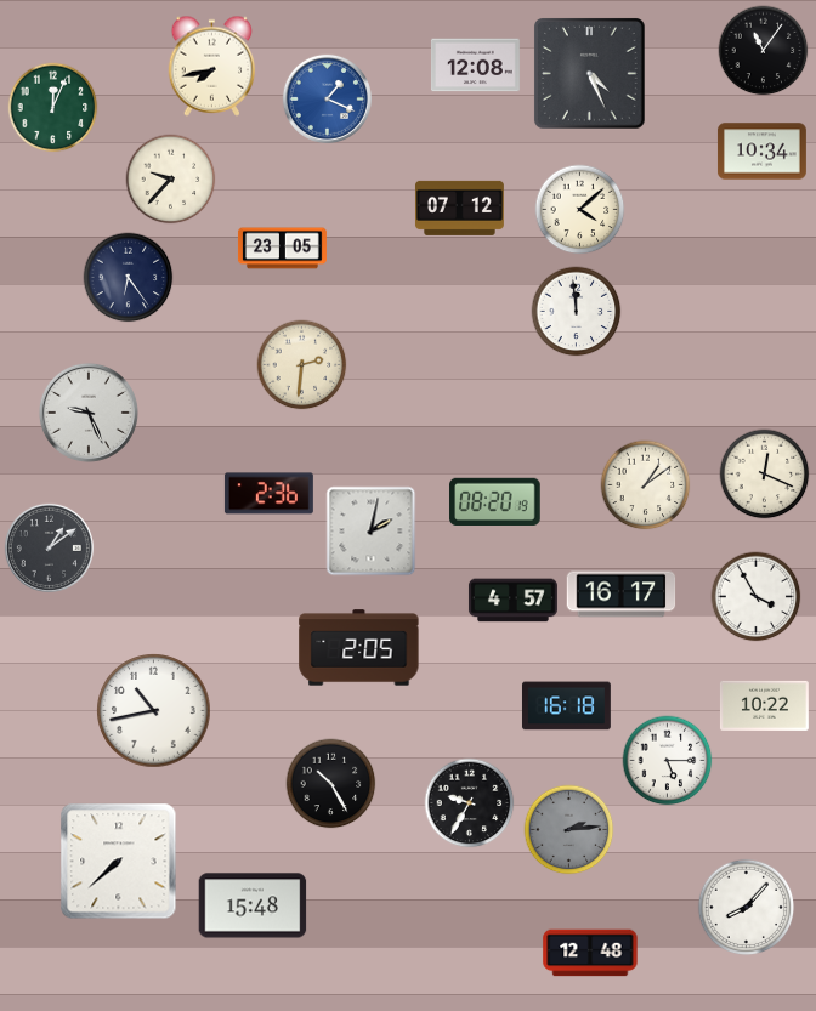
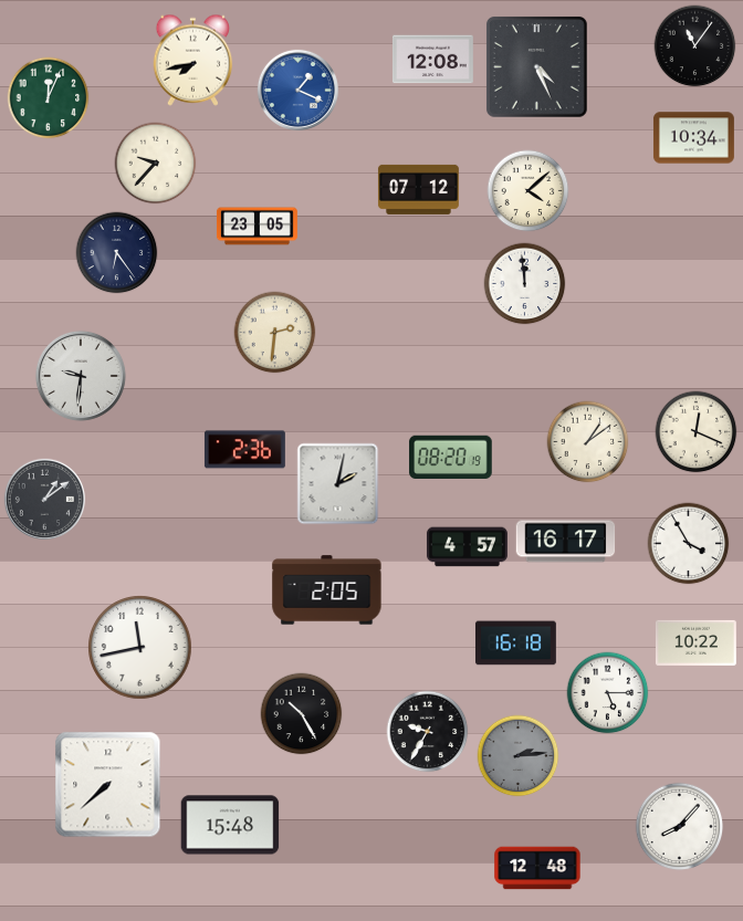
clock at (89, 413): 9:26 -> 9:31
clock at (154, 711): 10:43 -> 11:43
